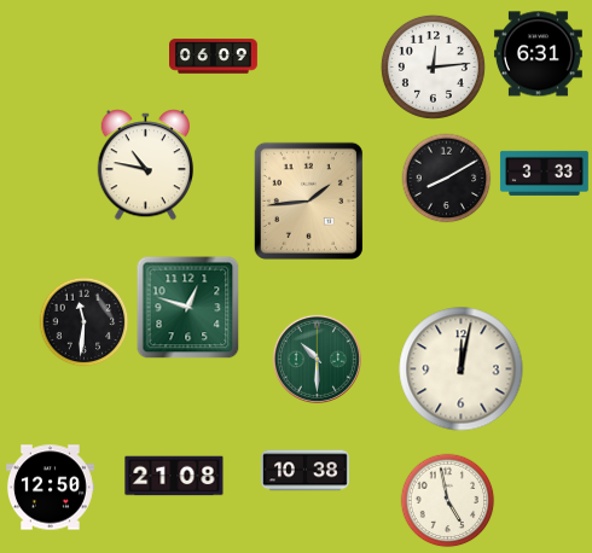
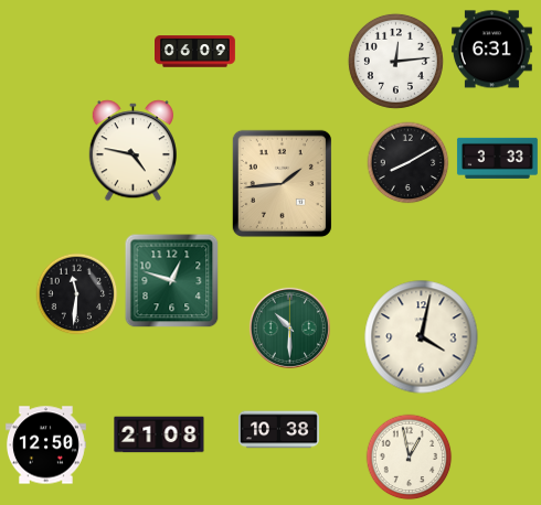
clock at (145, 165): 10:47 -> 4:47
clock at (462, 369): 12:02 -> 4:02
clock at (448, 501): 4:58 -> 12:58
